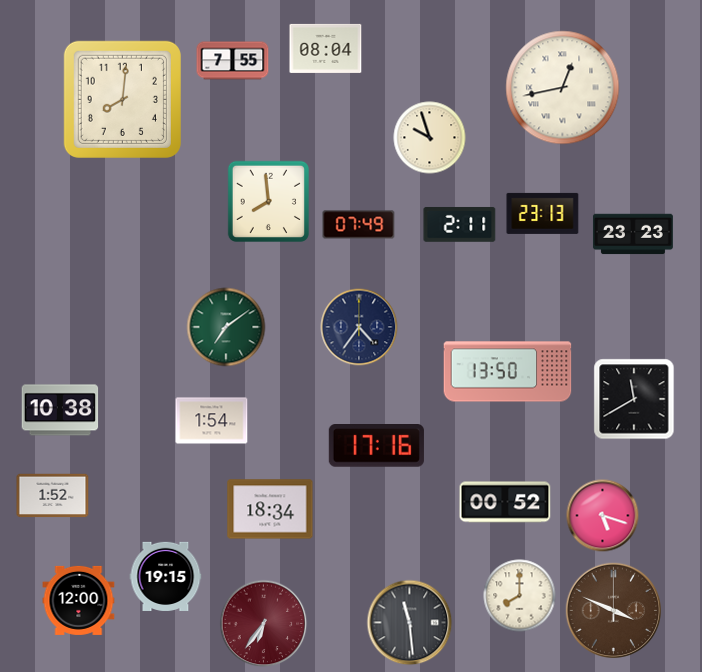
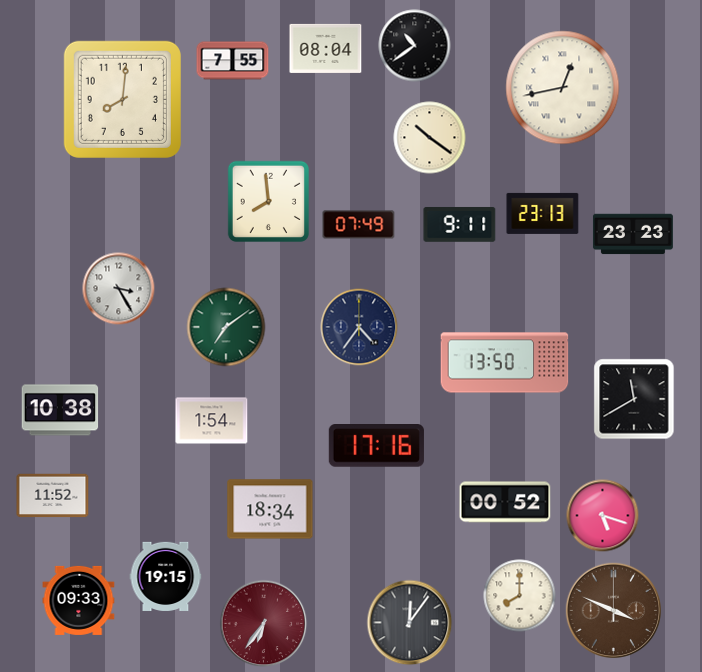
clock at (415, 46): none -> 10:39
clock at (430, 138): 9:57 -> 10:21
clock at (460, 224): 2:11 -> 9:11
clock at (119, 289): none -> 3:25
clock at (508, 372) position: (508, 372) -> (505, 363)
clock at (53, 496): 1:52 -> 11:52
clock at (79, 600): 12:00 -> 09:33
clock at (410, 623): 11:29 -> 12:06
